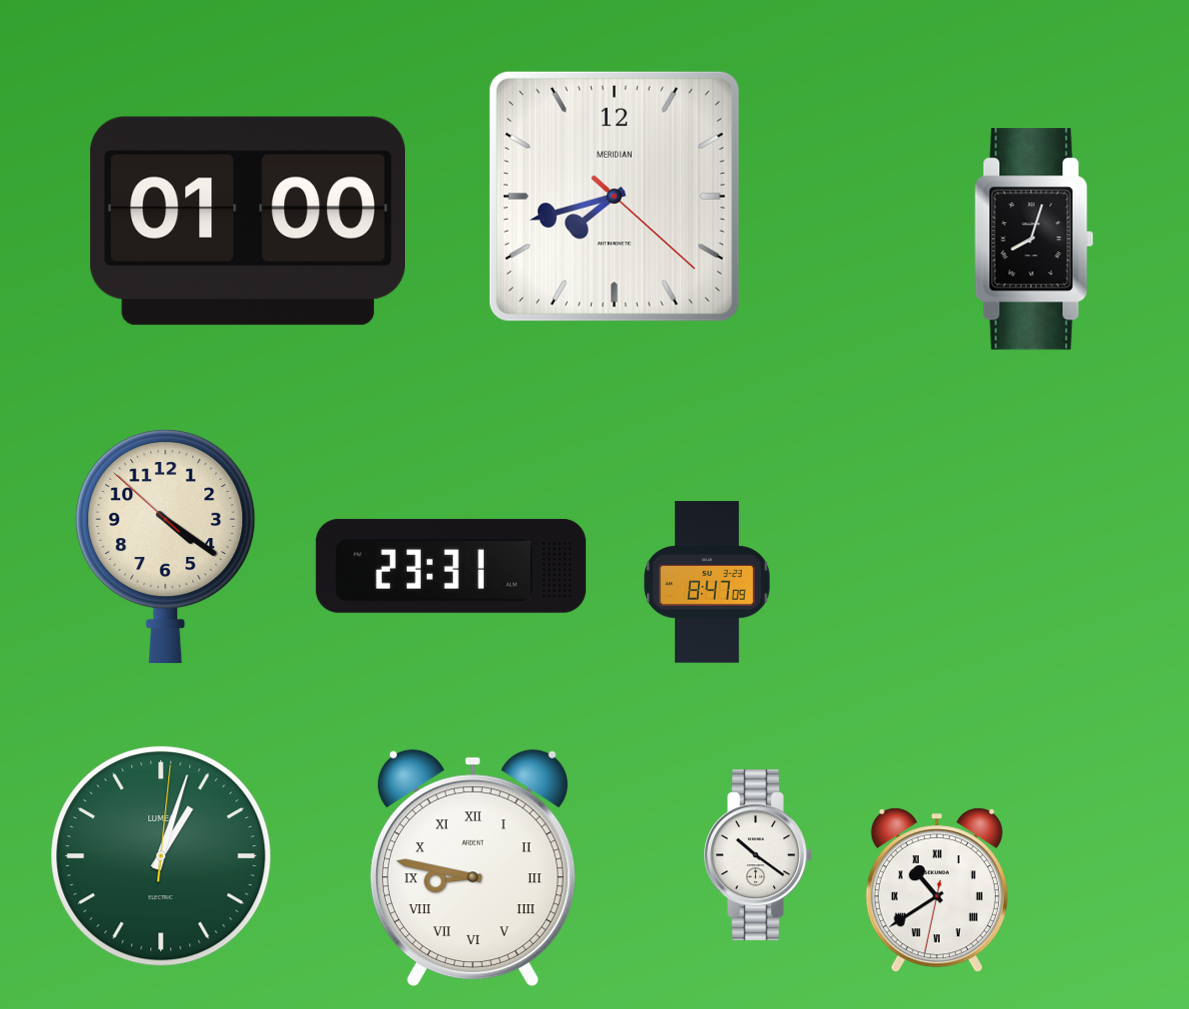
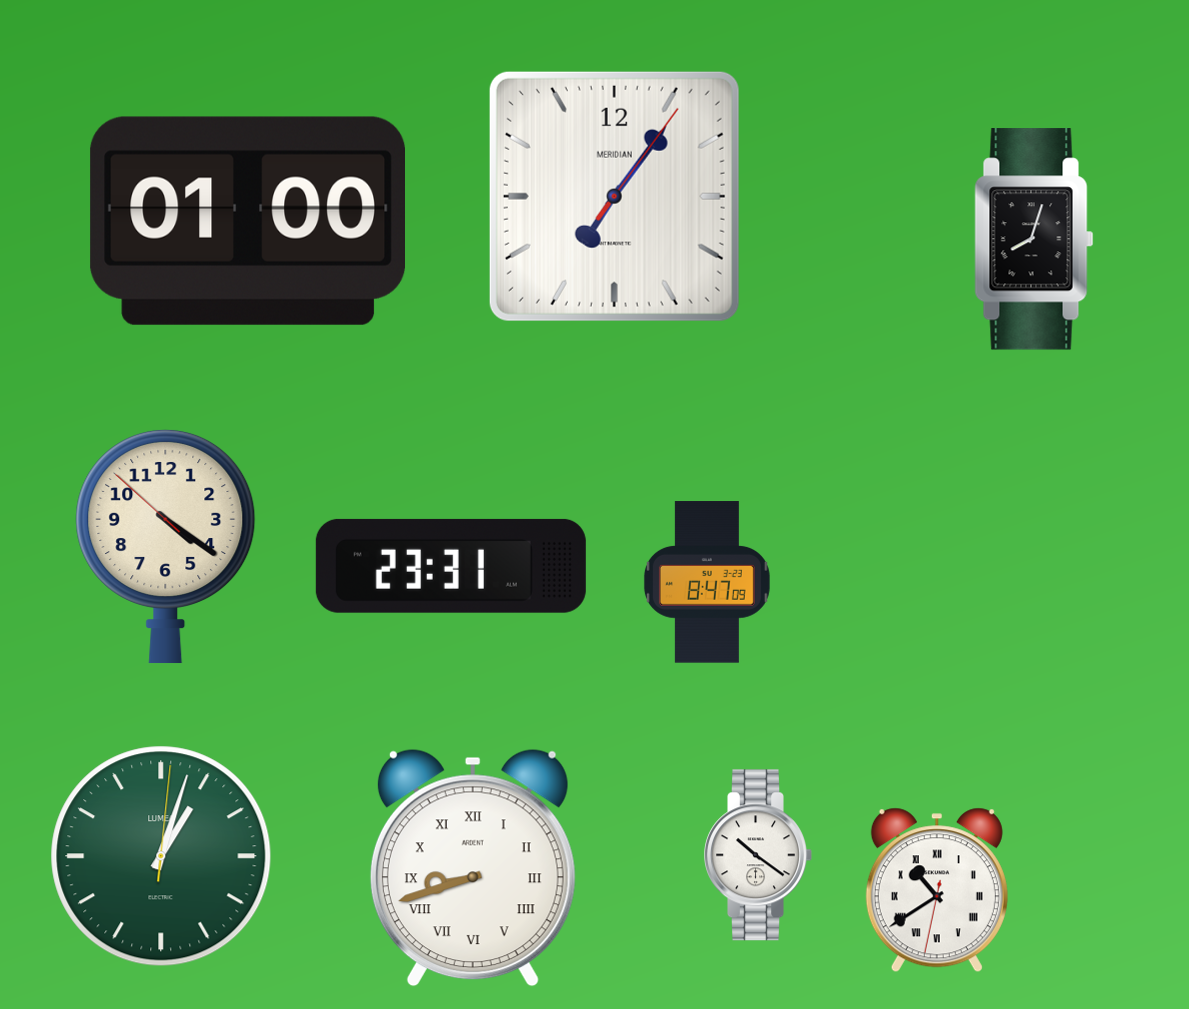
clock at (614, 196): 7:42 -> 7:06
clock at (473, 868): 8:47 -> 8:42
